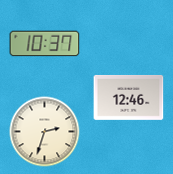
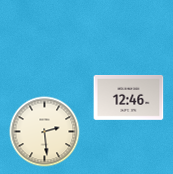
clock at (45, 44): 10:37 -> none
clock at (45, 132): 2:33 -> 2:29
